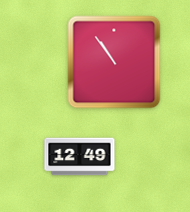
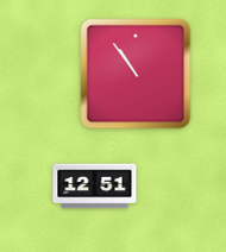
clock at (80, 157): 12:49 -> 12:51
